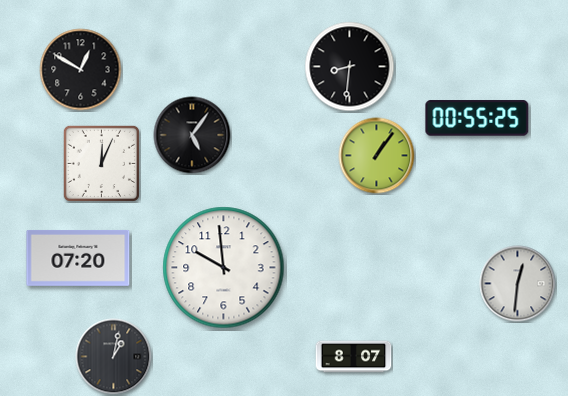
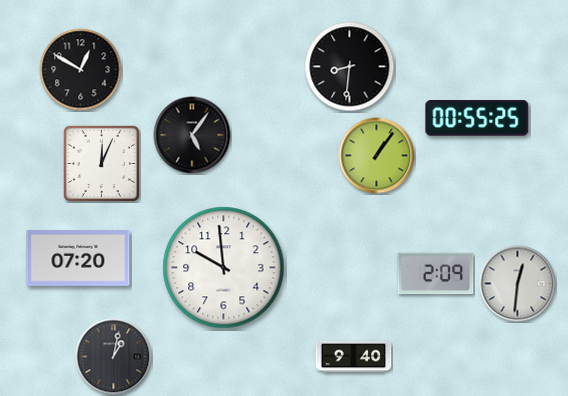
clock at (436, 274): none -> 2:09
clock at (354, 357): 8:07 -> 9:40
